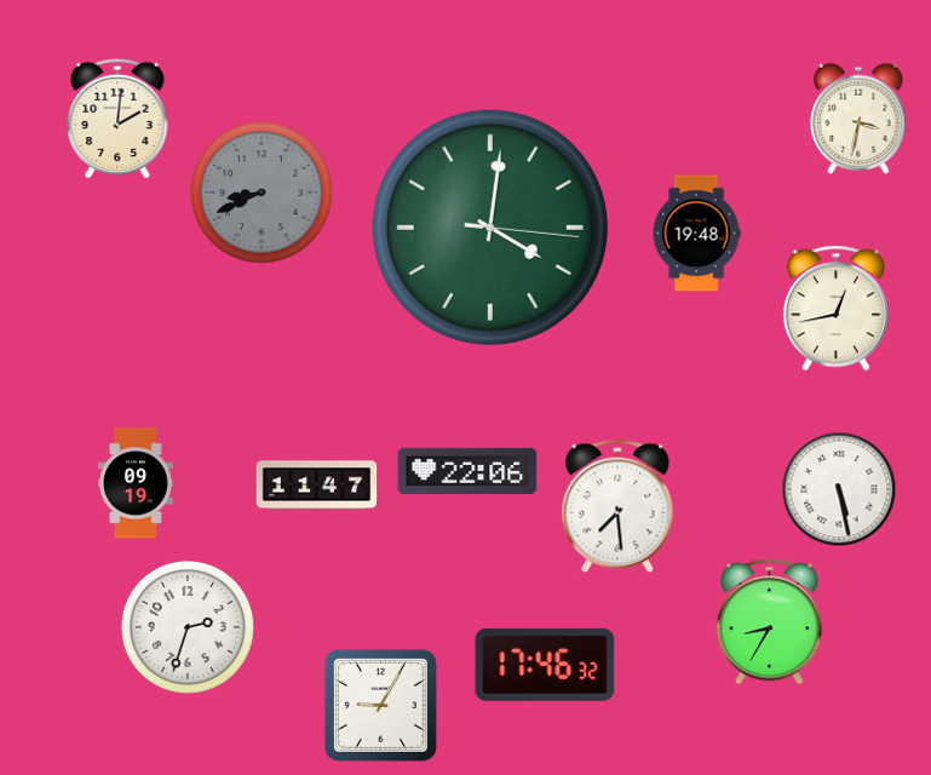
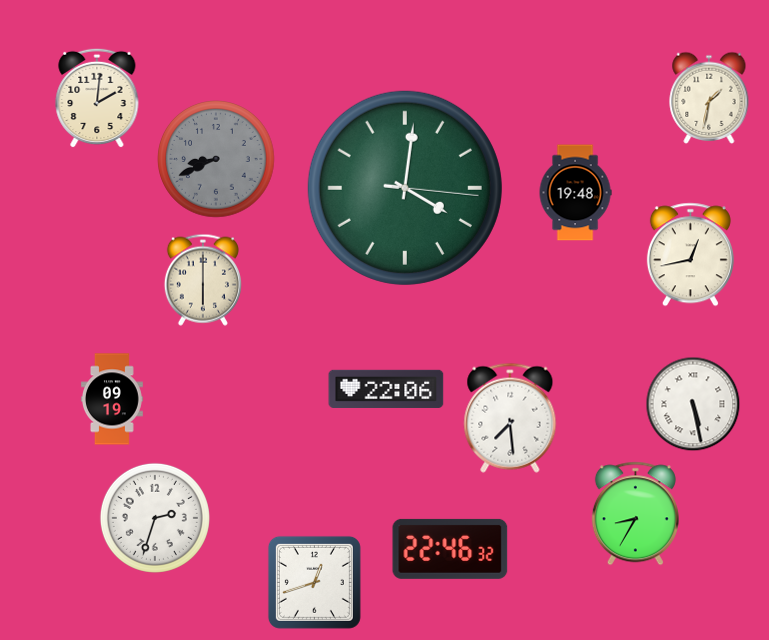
clock at (858, 119): 3:32 -> 1:32
clock at (203, 280): none -> 6:00
clock at (317, 486): 11:47 -> none
clock at (545, 665): 17:46 -> 22:46
clock at (380, 705): 9:05 -> 12:42
